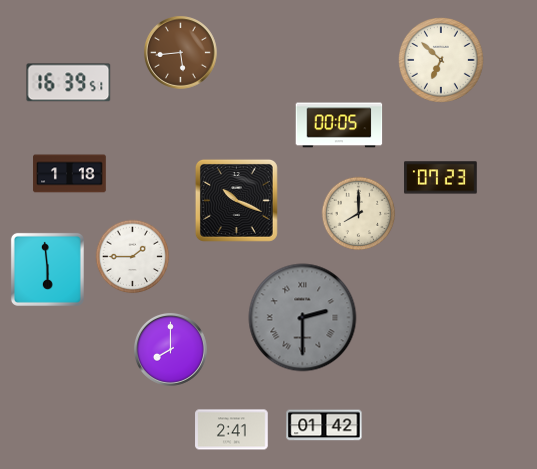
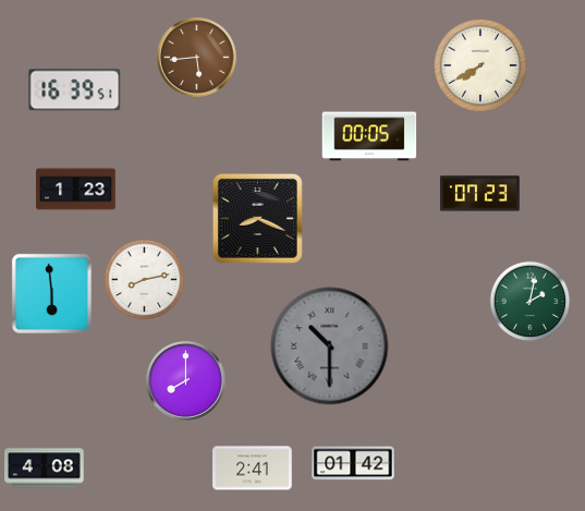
clock at (442, 61): 6:52 -> 7:40
clock at (70, 174): 1:18 -> 1:23
clock at (236, 200): 10:19 -> 8:19
clock at (359, 214): 8:00 -> none
clock at (133, 257): 1:45 -> 8:13
clock at (531, 302): none -> 2:02
clock at (303, 318): 2:30 -> 10:30
clock at (45, 469): none -> 4:08
